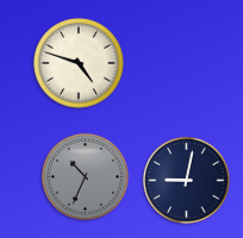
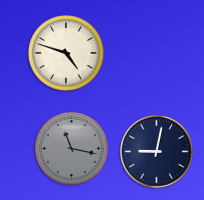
clock at (85, 176): 10:34 -> 11:17
